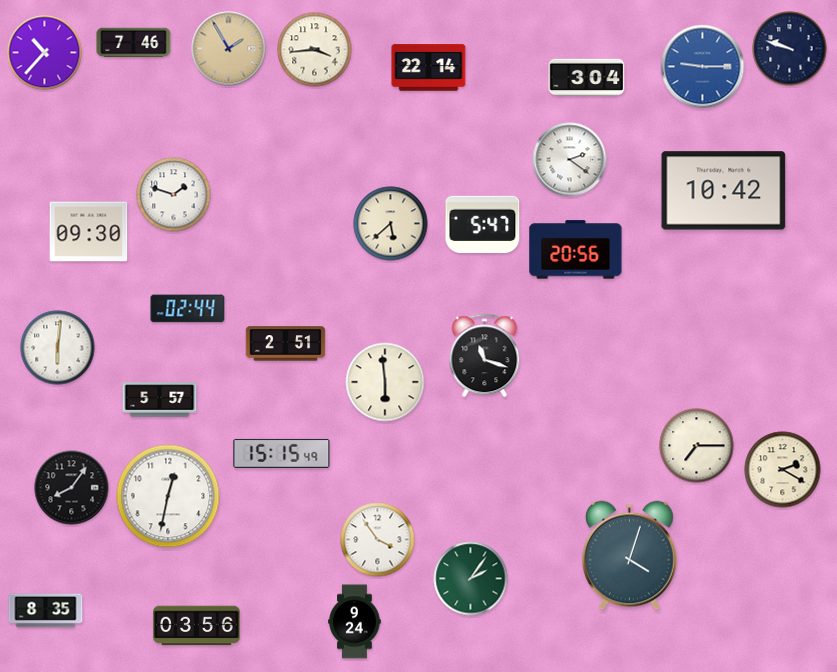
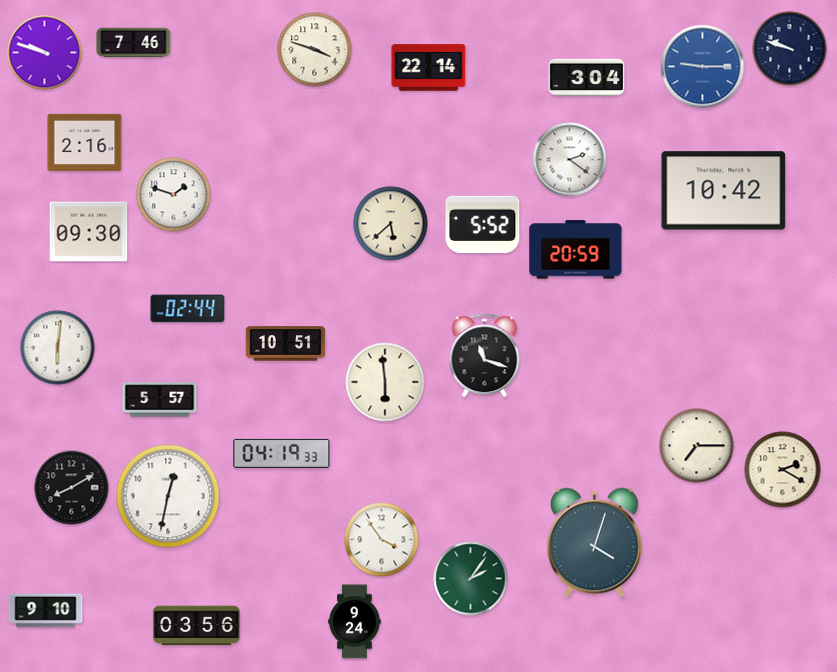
clock at (229, 49): 1:55 -> none
clock at (315, 50): 3:44 -> 3:48
clock at (45, 53): 10:37 -> 9:48
clock at (85, 142): none -> 2:16
clock at (483, 225): 5:47 -> 5:52
clock at (576, 250): 20:56 -> 20:59
clock at (286, 344): 2:51 -> 10:51
clock at (282, 453): 15:15 -> 04:19
clock at (72, 488): 8:06 -> 8:10
clock at (378, 540) position: (378, 540) -> (382, 540)
clock at (630, 556) position: (630, 556) -> (595, 543)
clock at (46, 611): 8:35 -> 9:10
